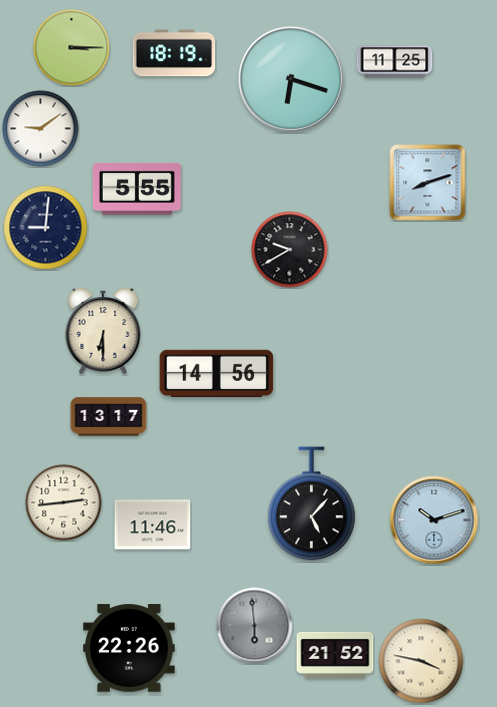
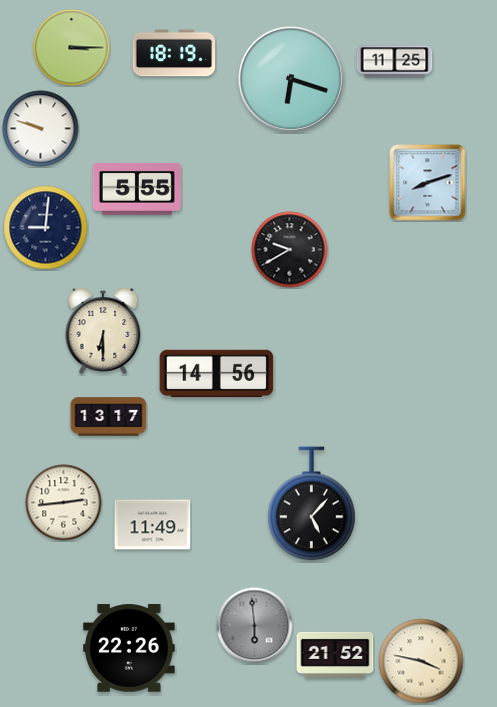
clock at (41, 129): 9:09 -> 9:48
clock at (434, 520): 10:12 -> none
clock at (153, 525): 11:46 -> 11:49
